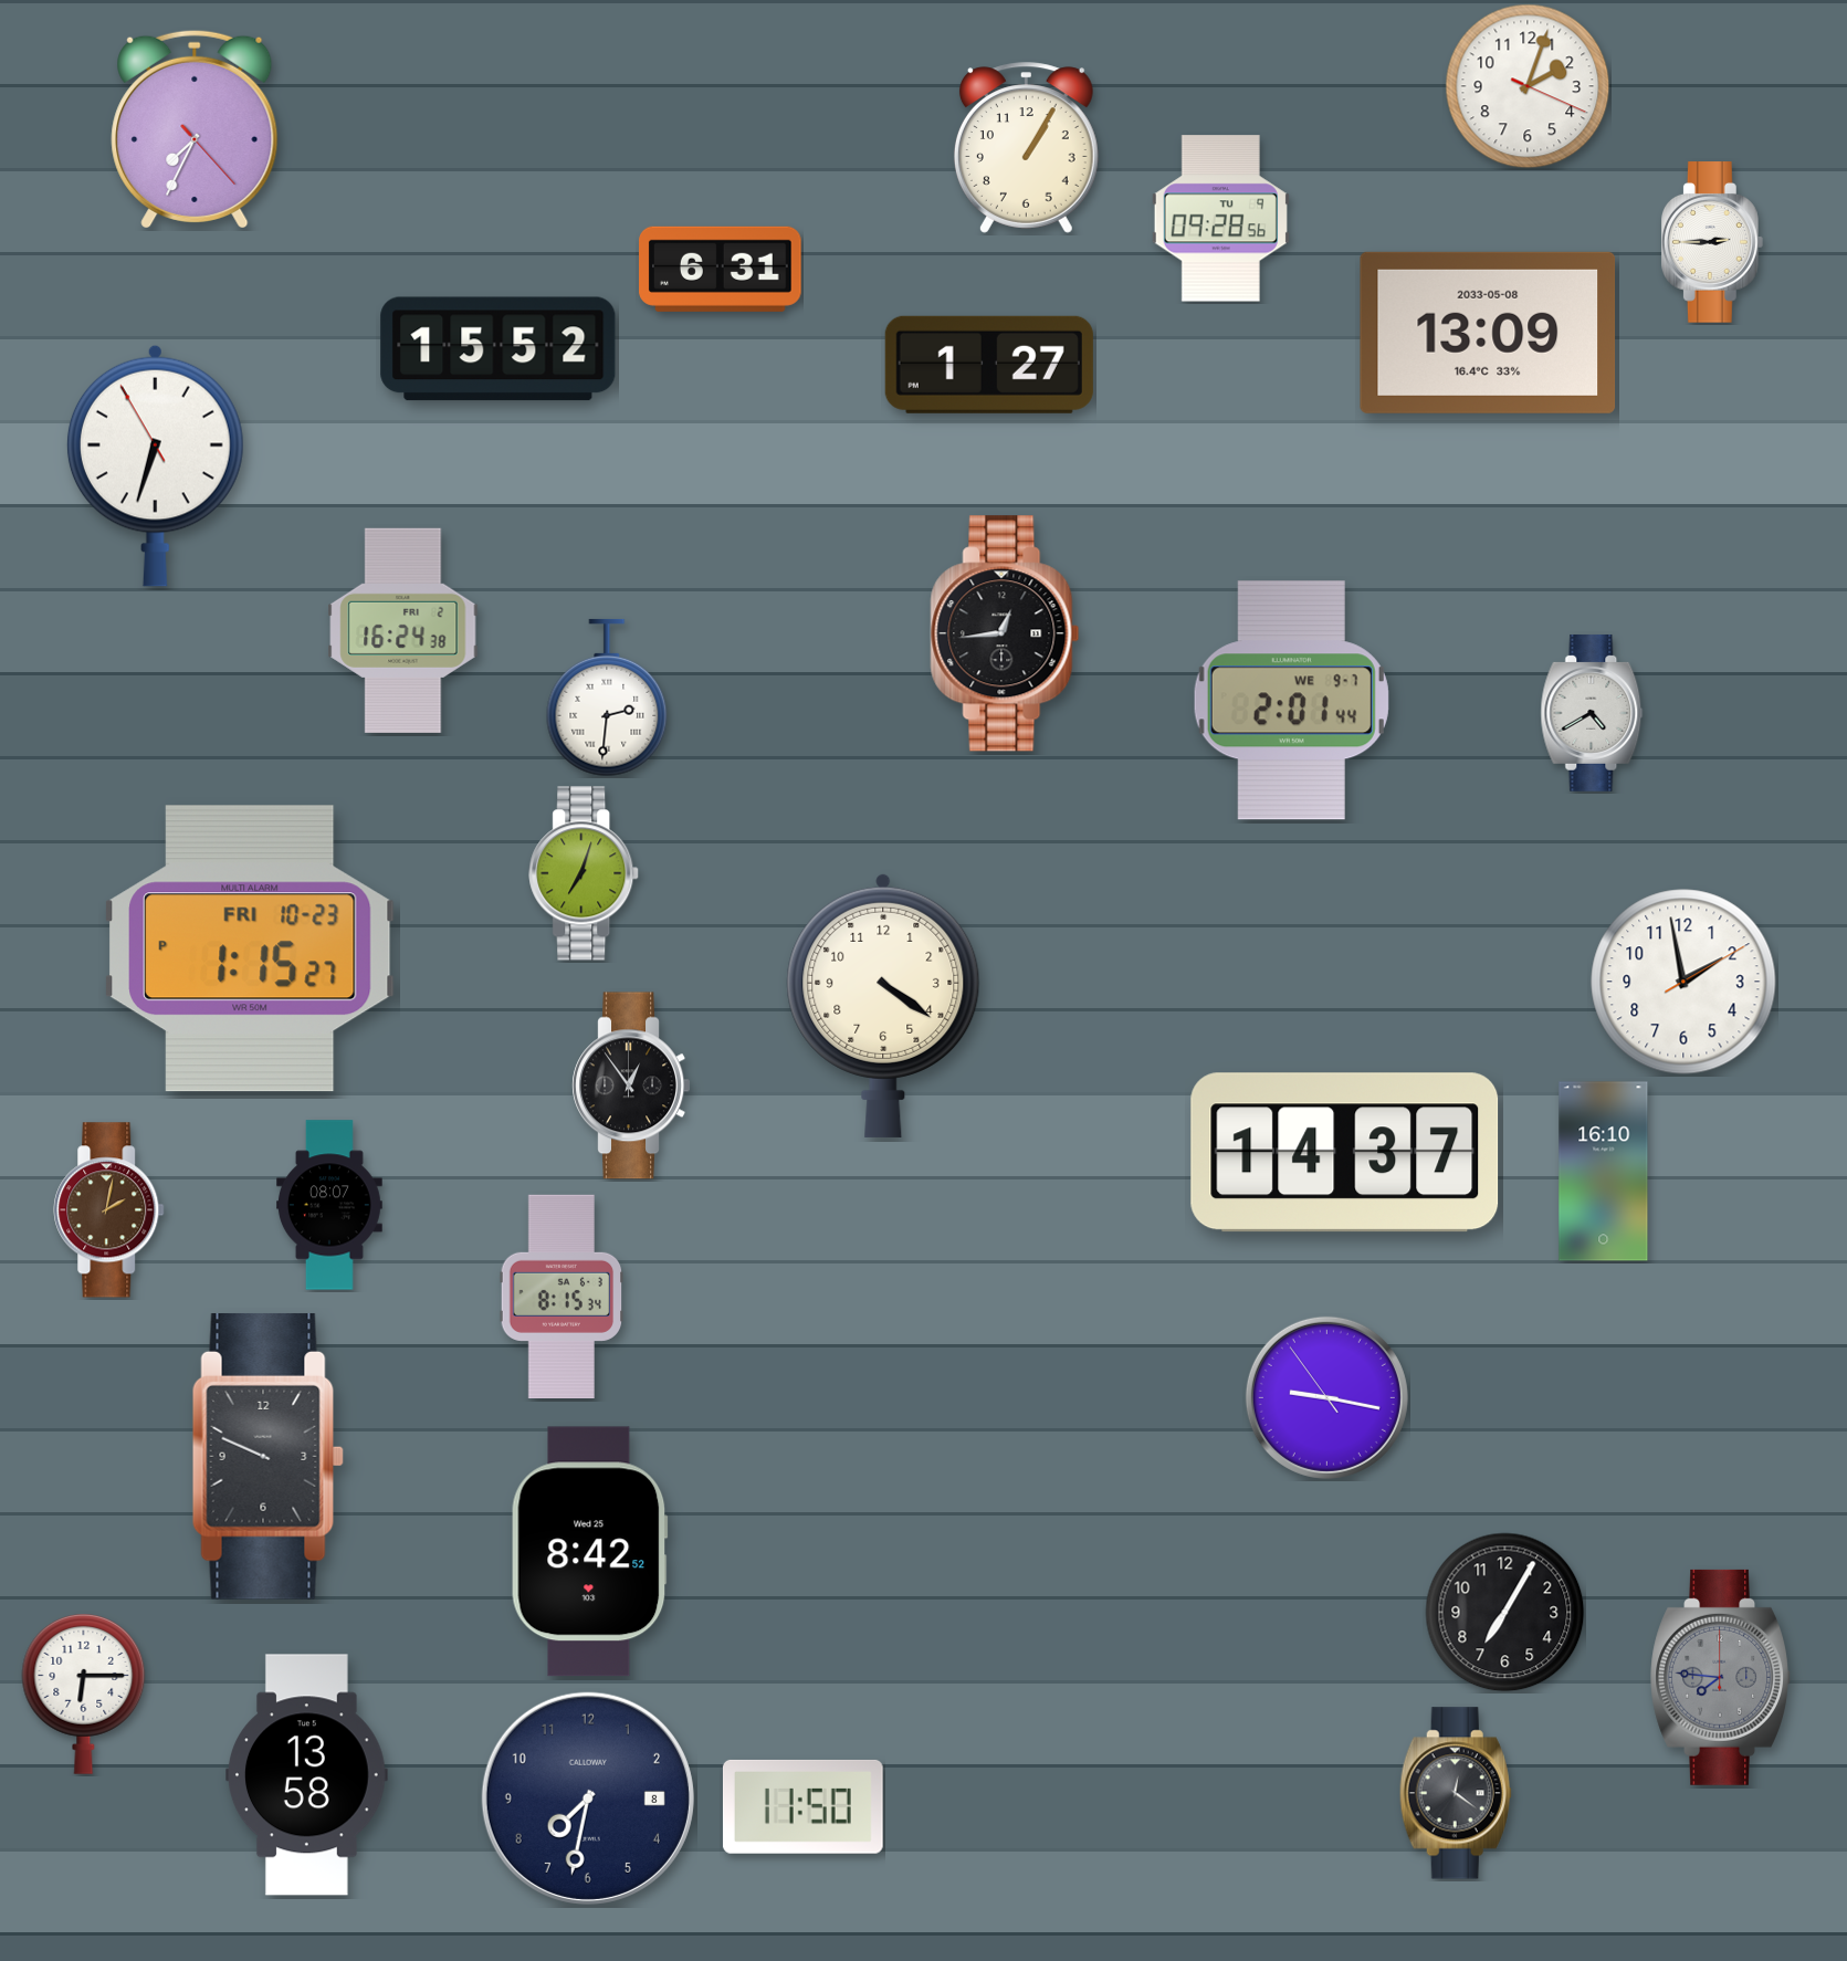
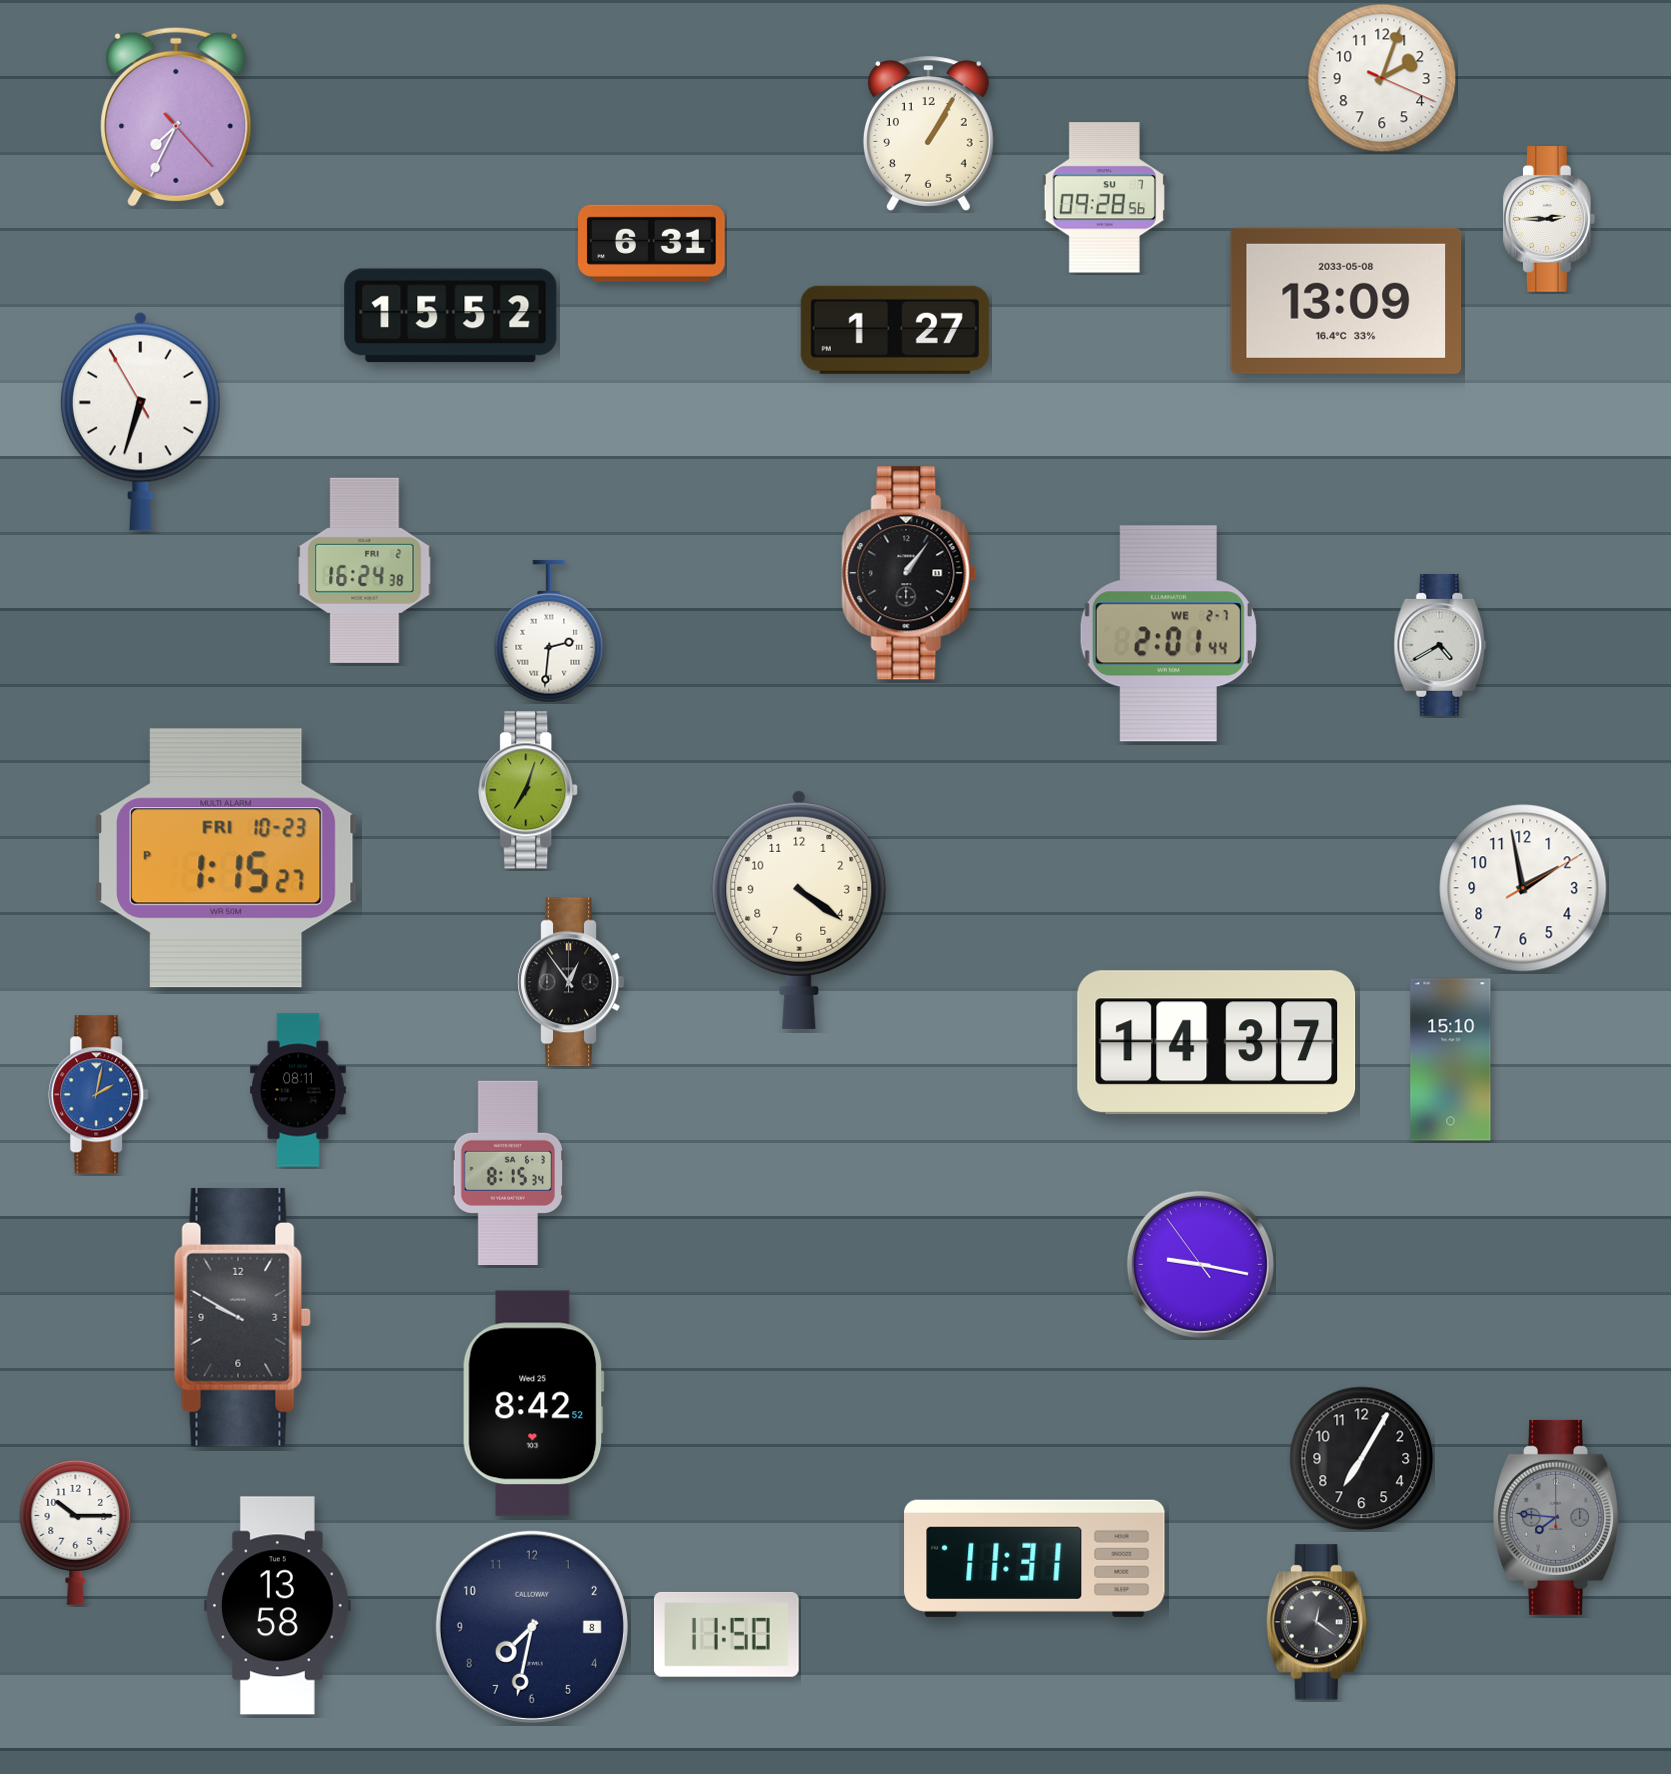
clock at (1220, 219) date: TU 9 -> SU 7
clock at (1005, 633): 12:44 -> 1:06
clock at (1291, 701) date: WE 9-7 -> WE 2-7
clock at (1604, 1172): 16:10 -> 15:10
clock at (330, 1205): 08:07 -> 08:11
clock at (109, 1210) dial: brown -> blue
clock at (267, 1457): 9:49 -> 9:50
clock at (84, 1693): 6:15 -> 10:15
clock at (1035, 1558): none -> 11:31
